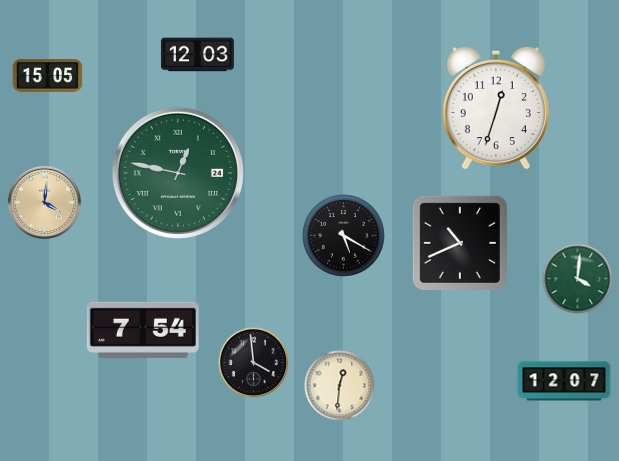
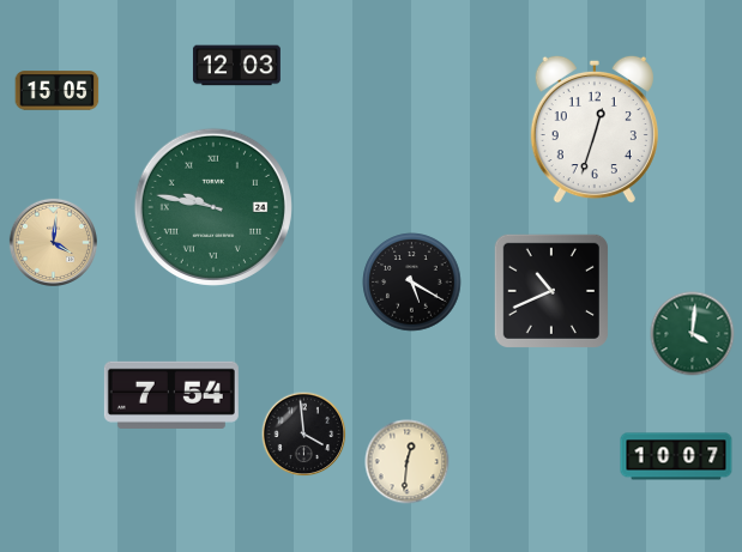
clock at (178, 173): 12:47 -> 9:47
clock at (564, 381): 12:07 -> 10:07
